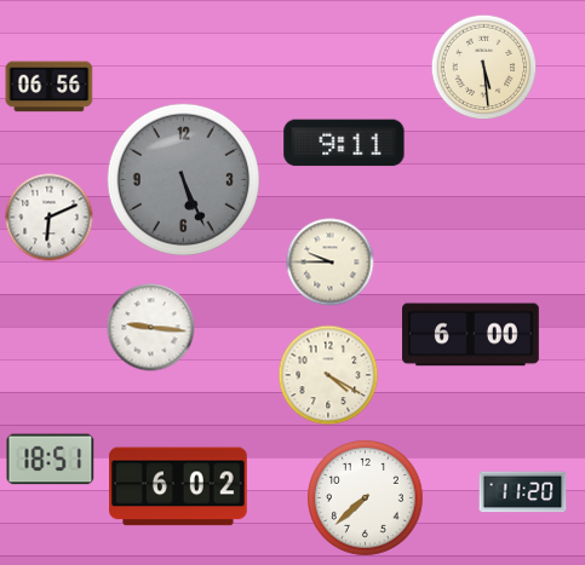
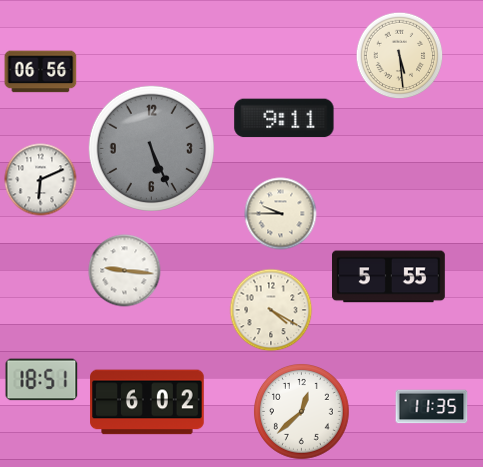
clock at (331, 263) position: (331, 263) -> (281, 214)
clock at (471, 335): 6:00 -> 5:55
clock at (523, 492): 11:20 -> 11:35
clock at (366, 498): 7:38 -> 12:38
